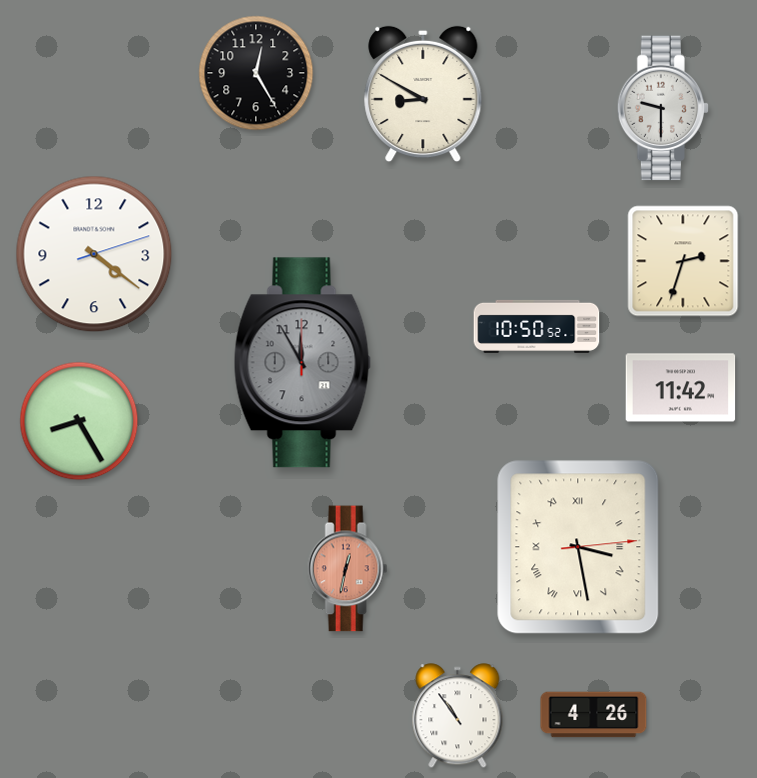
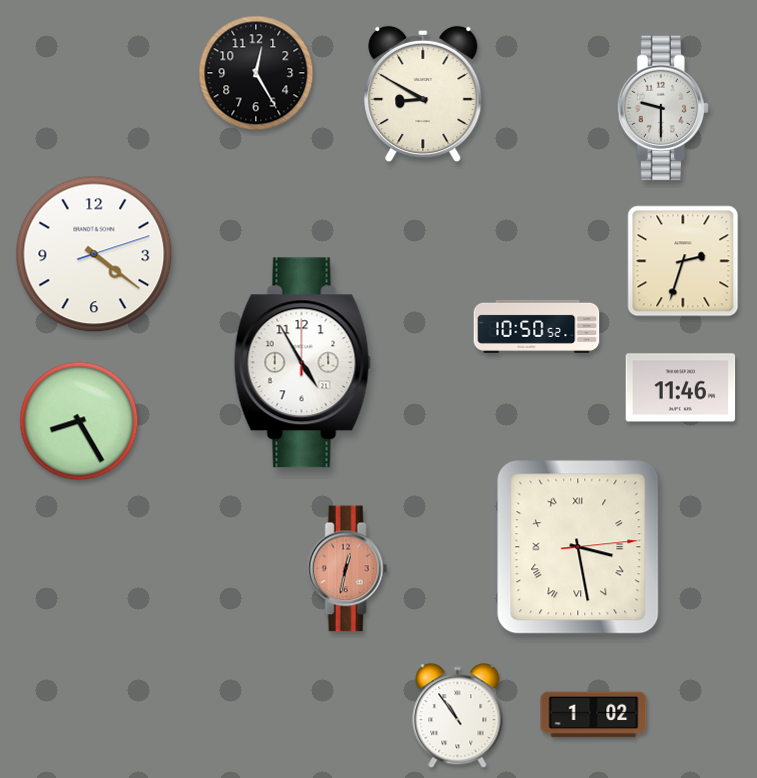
clock at (302, 363): 11:55 -> 4:55
clock at (302, 363) dial: grey -> white
clock at (681, 388): 11:42 -> 11:46
clock at (594, 715): 4:26 -> 1:02
